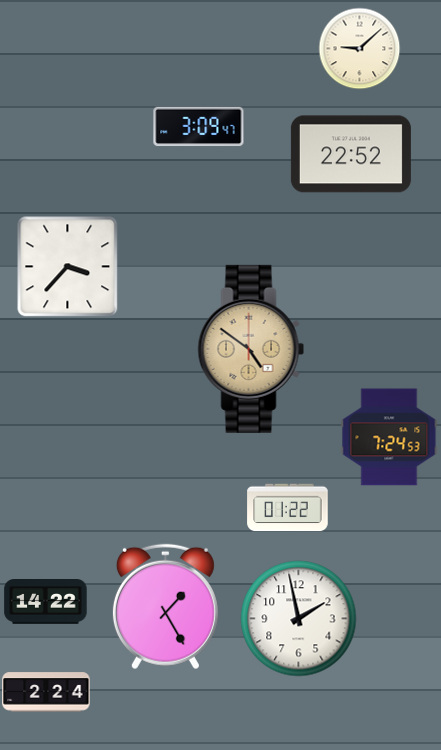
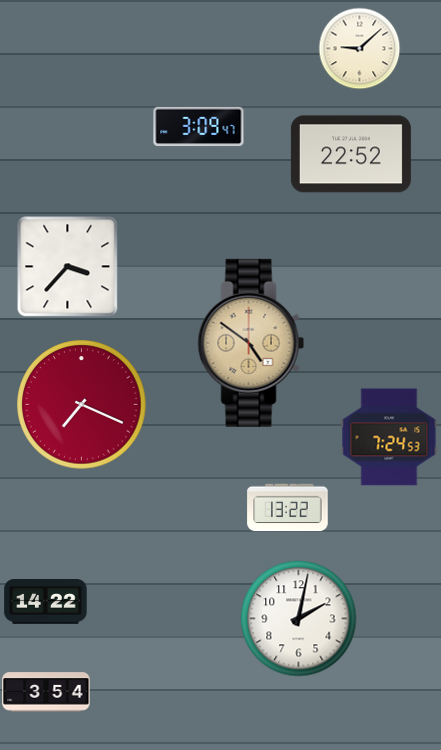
clock at (251, 349) position: (251, 349) -> (251, 343)
clock at (82, 405): none -> 7:19
clock at (288, 508): 01:22 -> 13:22
clock at (165, 607): 1:25 -> none
clock at (299, 619): 1:58 -> 2:02
clock at (46, 692): 2:24 -> 3:54
